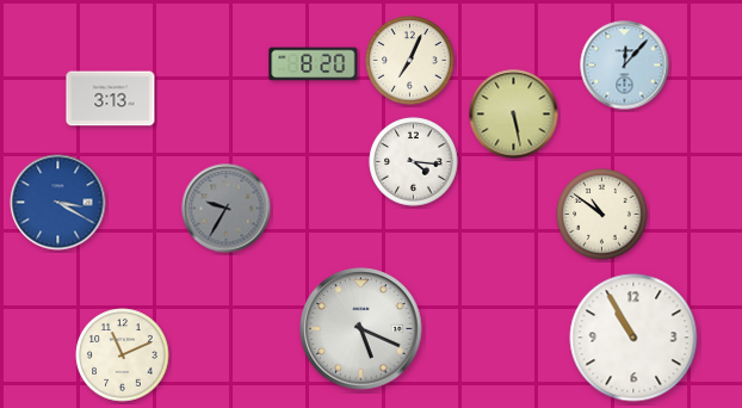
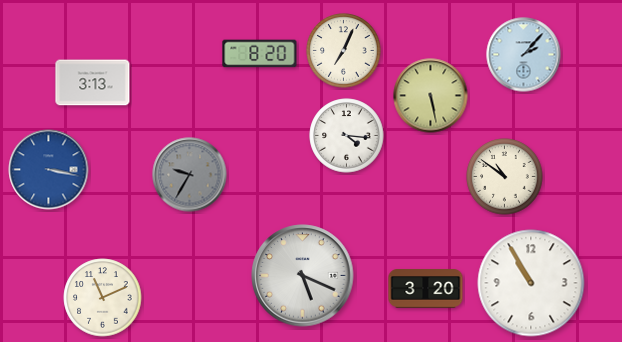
clock at (314, 64) position: (314, 64) -> (260, 54)
clock at (625, 66): 12:07 -> 2:07
clock at (58, 203): 3:20 -> 3:17
clock at (602, 215) position: (602, 215) -> (505, 177)
clock at (426, 289): none -> 3:20
